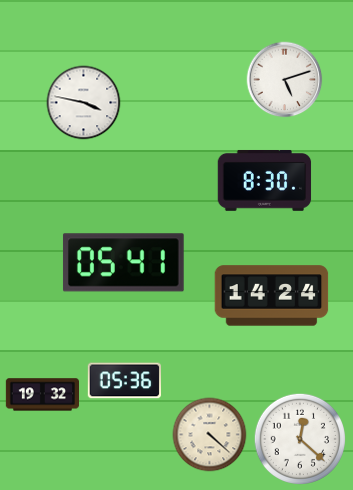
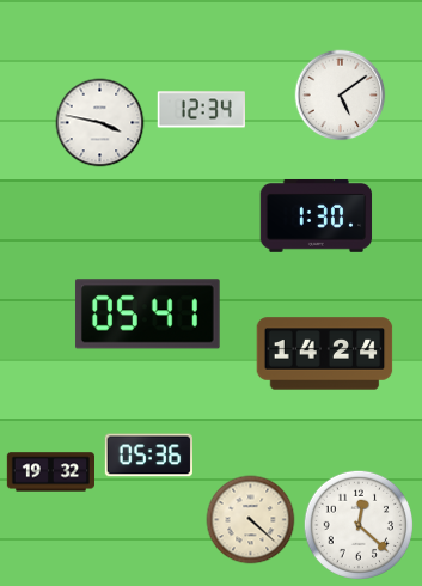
clock at (285, 80): 5:12 -> 5:09
clock at (201, 110): none -> 12:34
clock at (265, 180): 8:30 -> 1:30
